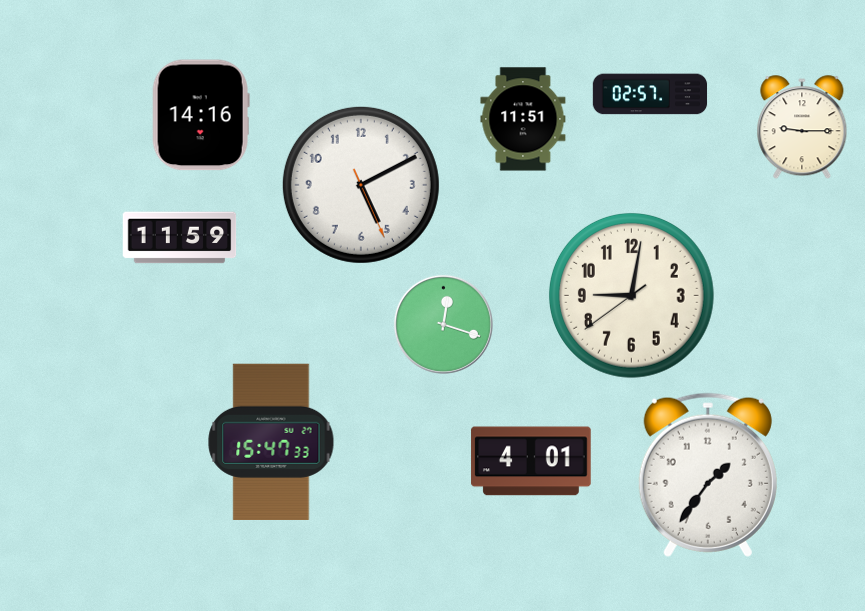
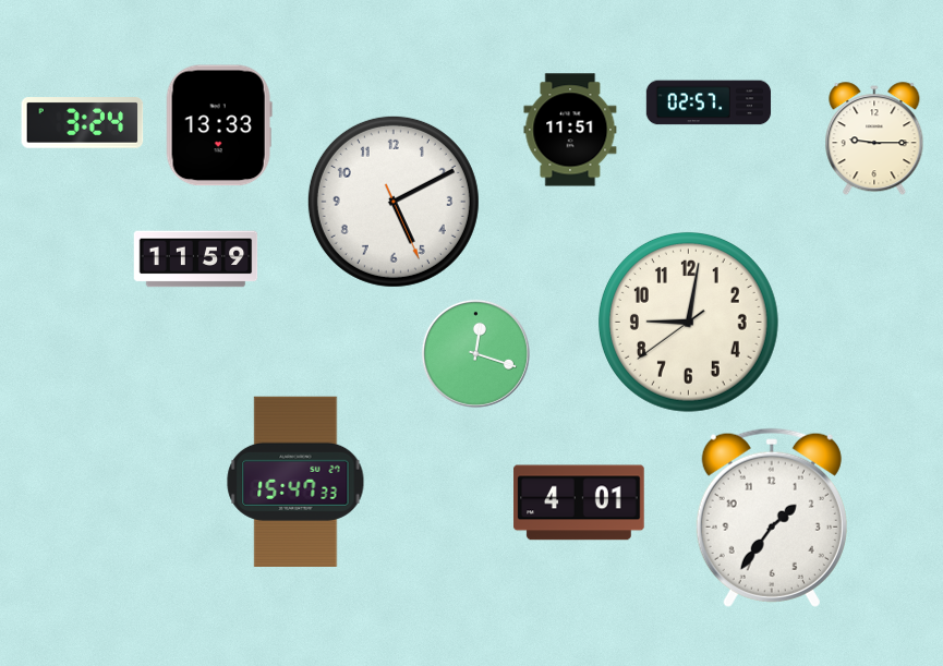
clock at (83, 123): none -> 3:24
clock at (201, 115): 14:16 -> 13:33
clock at (443, 324) position: (443, 324) -> (475, 353)
